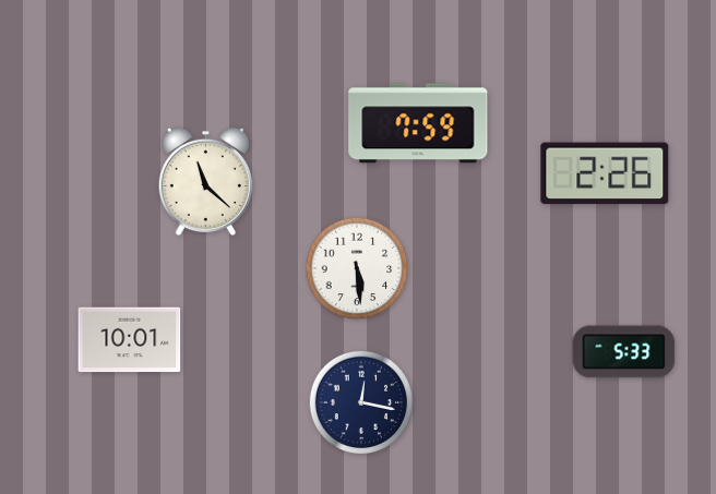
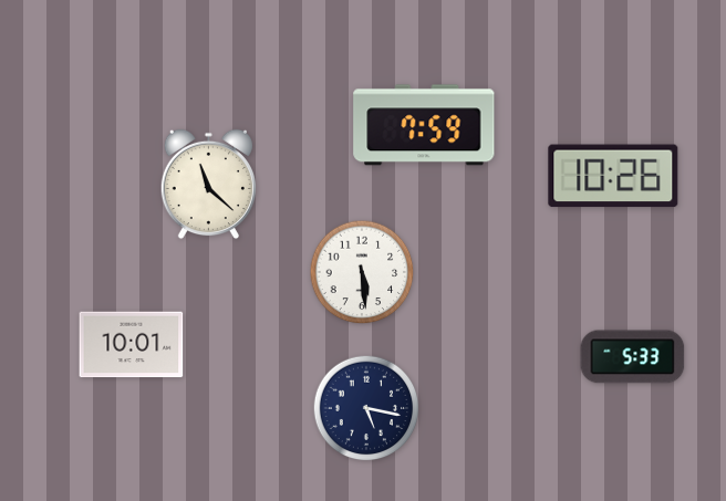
clock at (605, 173): 2:26 -> 10:26
clock at (361, 402): 12:17 -> 5:17
